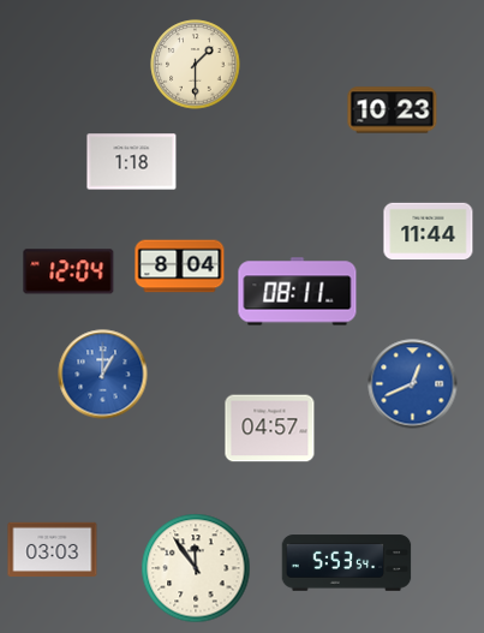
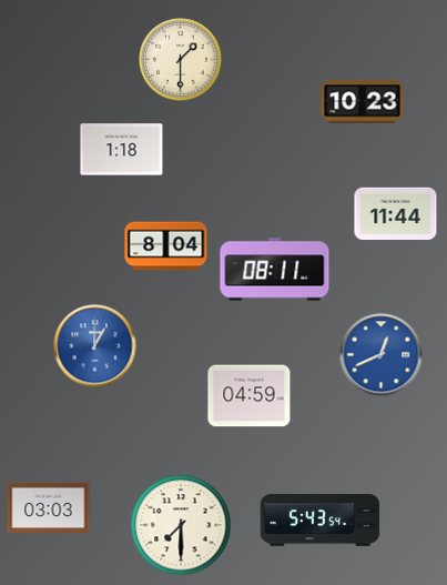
clock at (68, 271): 12:04 -> none
clock at (270, 429): 04:57 -> 04:59
clock at (347, 563): 5:53 -> 5:43
clock at (196, 568): 11:54 -> 7:30
